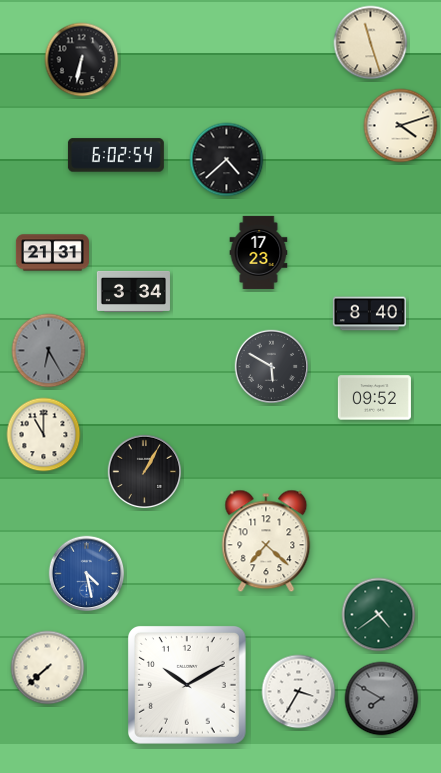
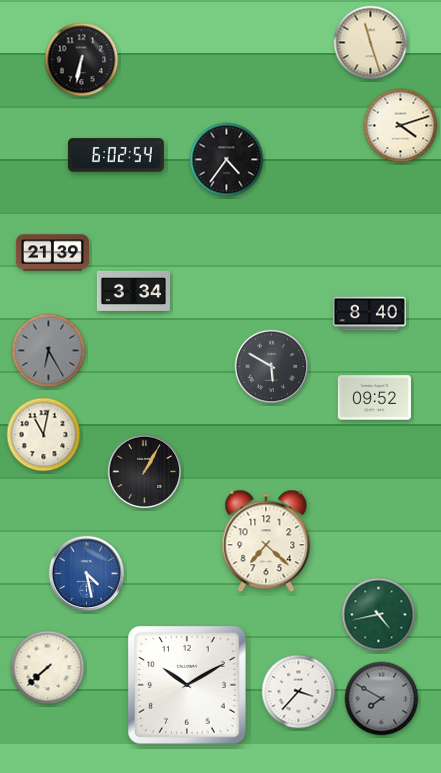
clock at (227, 160): 4:38 -> 4:36
clock at (259, 252): 17:23 -> none
clock at (52, 253): 21:31 -> 21:39
clock at (44, 435): 11:00 -> 11:02
clock at (379, 615): 4:39 -> 4:43
clock at (299, 692): 3:35 -> 3:37
